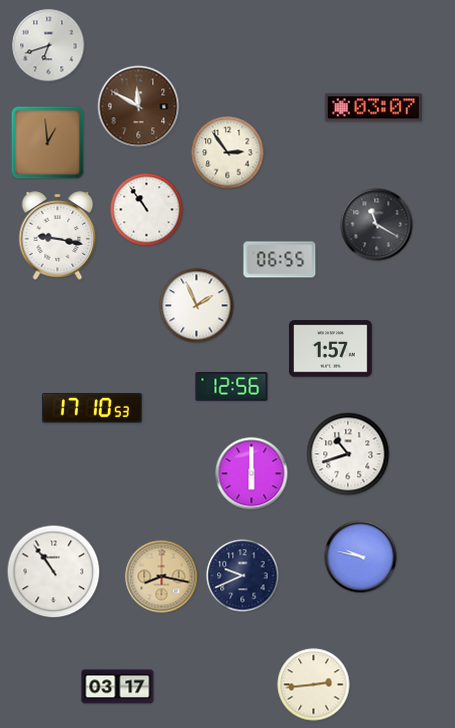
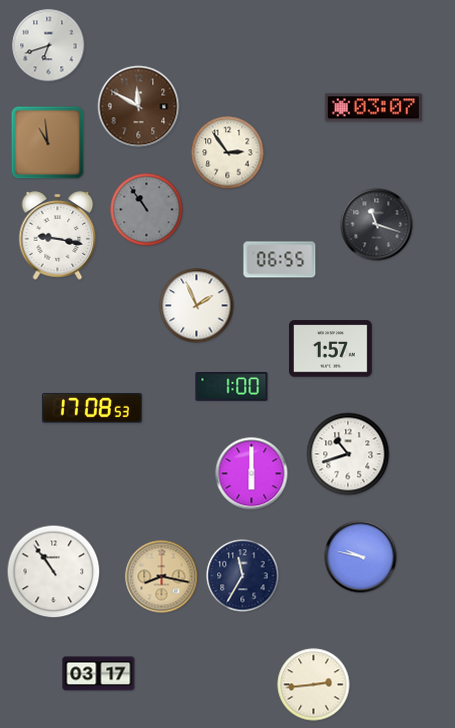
clock at (48, 143): 12:59 -> 10:59
clock at (147, 210) dial: white -> grey
clock at (377, 225): 11:20 -> 11:18
clock at (232, 387): 12:56 -> 1:00
clock at (92, 408): 17:10 -> 17:08
clock at (243, 576): 9:41 -> 11:35
clock at (118, 687) position: (118, 687) -> (99, 674)
